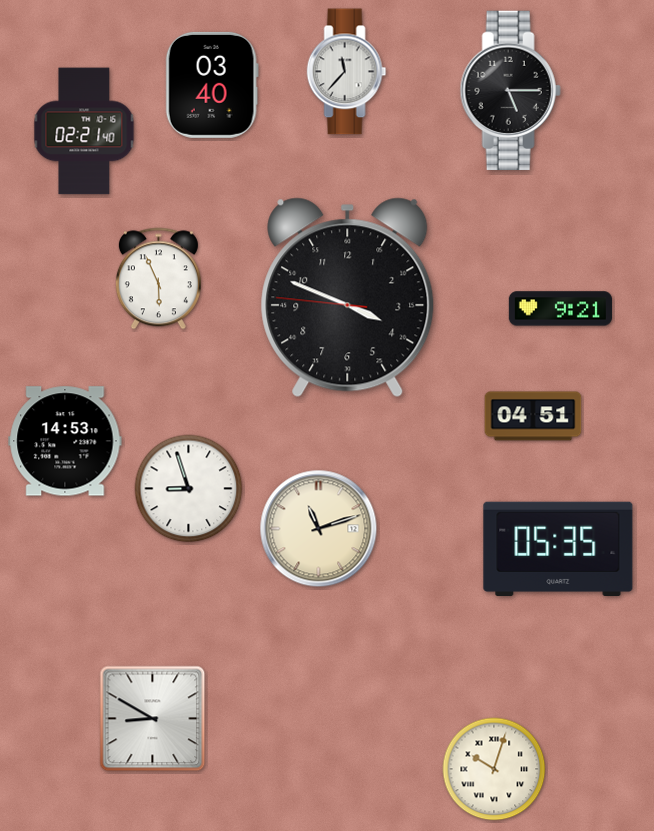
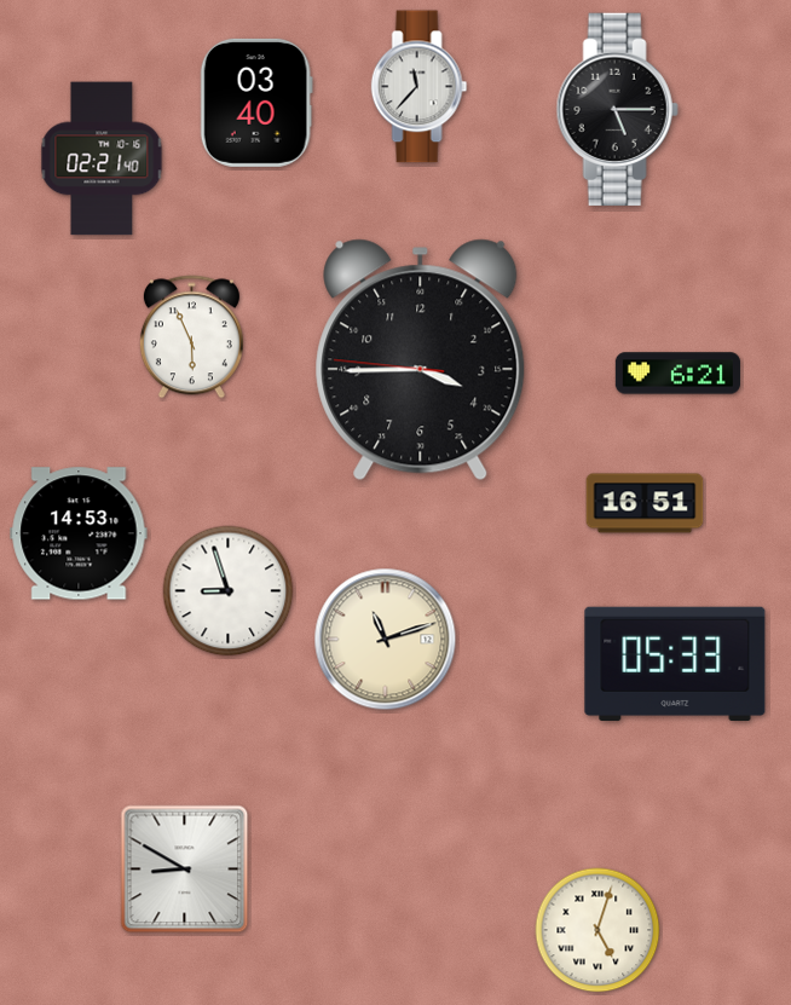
clock at (348, 298): 3:48 -> 3:44
clock at (560, 309): 9:21 -> 6:21
clock at (533, 416): 04:51 -> 16:51
clock at (558, 548): 05:35 -> 05:33
clock at (494, 769): 10:03 -> 5:03
